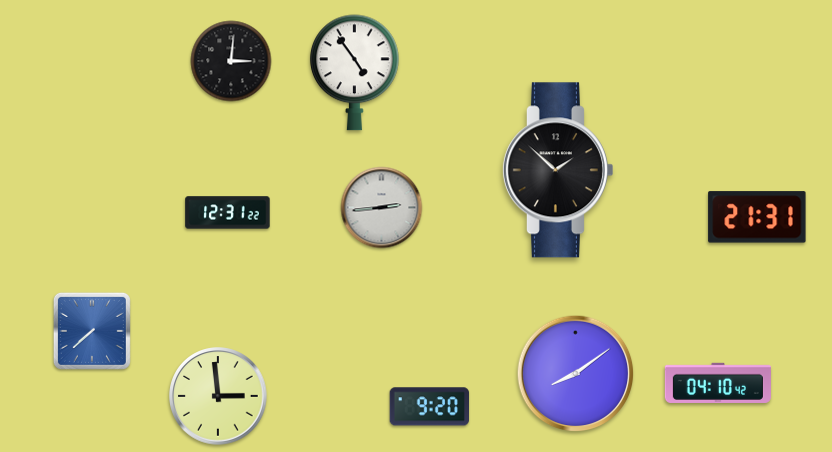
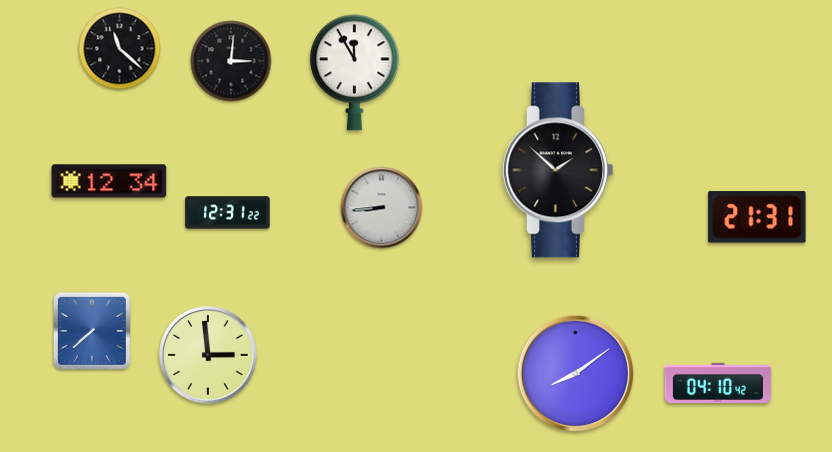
clock at (120, 49): none -> 11:22
clock at (354, 73): 4:54 -> 11:55
clock at (109, 181): none -> 12:34
clock at (382, 208): 2:44 -> 8:44
clock at (218, 396) position: (218, 396) -> (208, 355)
clock at (430, 407): 9:20 -> none
